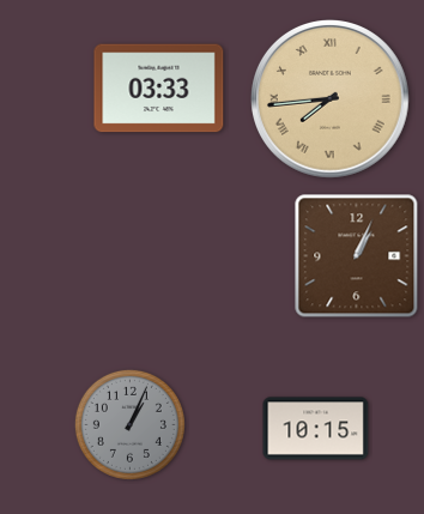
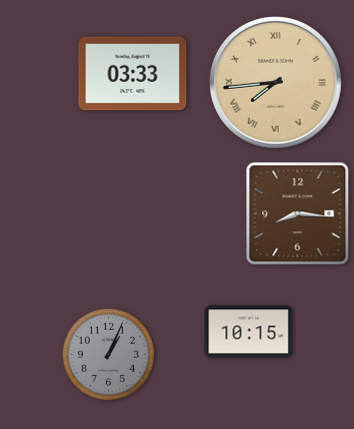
clock at (357, 256): 1:04 -> 8:16
clock at (316, 429) position: (316, 429) -> (249, 332)
